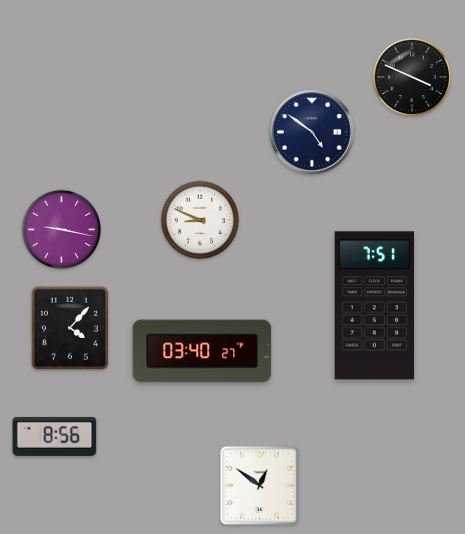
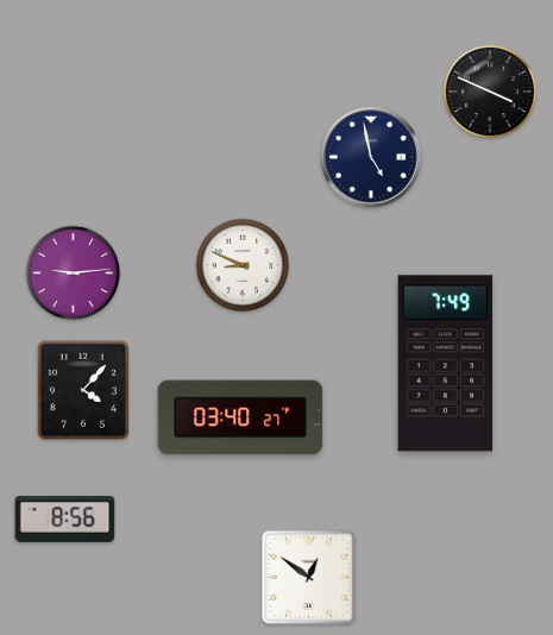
clock at (312, 132): 4:51 -> 4:58
clock at (200, 220) position: (200, 220) -> (243, 265)
clock at (62, 230): 9:17 -> 9:14
clock at (375, 306): 7:51 -> 7:49
